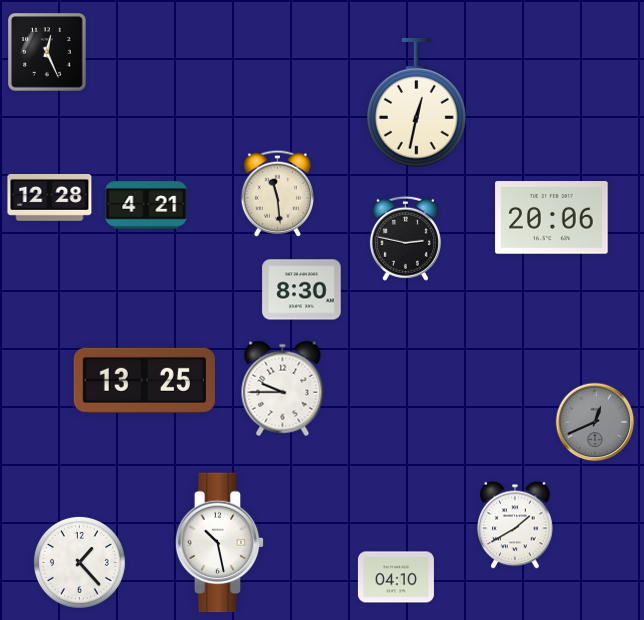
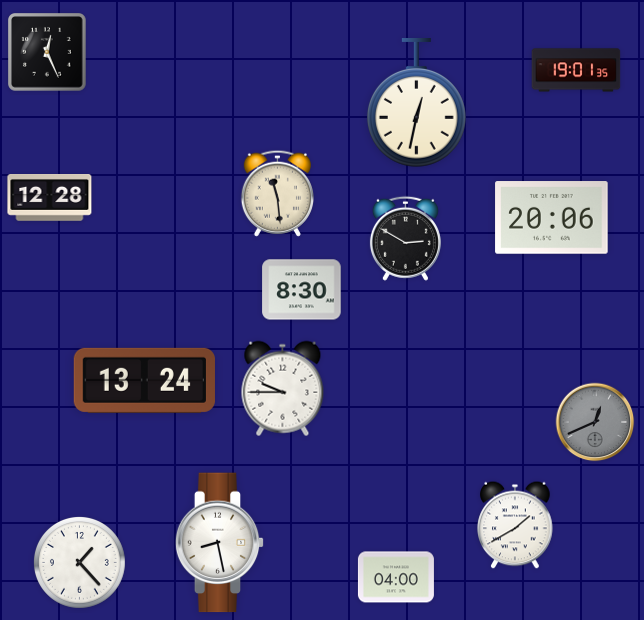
clock at (576, 70): none -> 19:01
clock at (146, 205): 4:21 -> none
clock at (405, 238): 2:47 -> 2:50
clock at (144, 380): 13:25 -> 13:24
clock at (220, 543): 10:28 -> 8:28
clock at (396, 577): 04:10 -> 04:00
